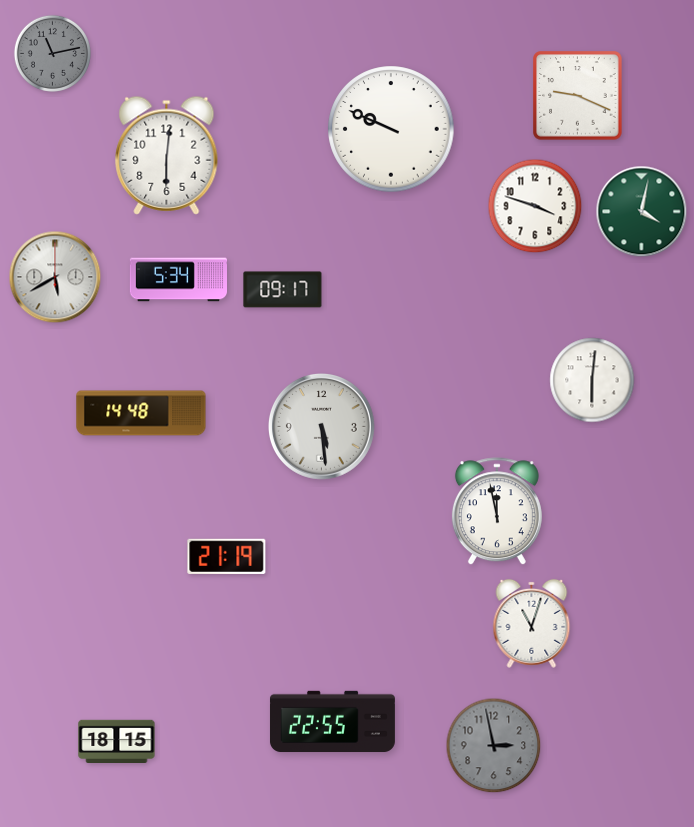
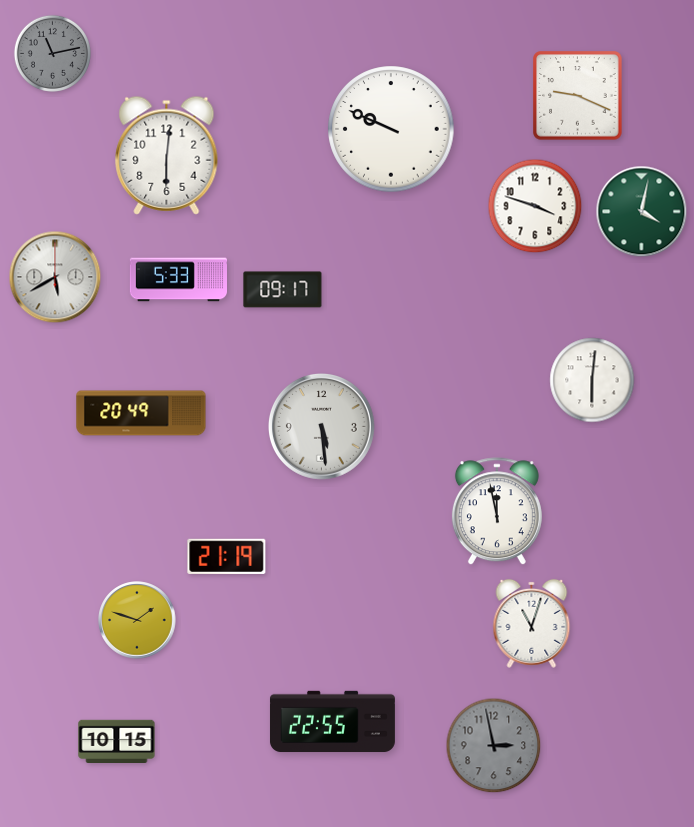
clock at (178, 280): 5:34 -> 5:33
clock at (141, 413): 14:48 -> 20:49
clock at (137, 620): none -> 1:48
clock at (117, 742): 18:15 -> 10:15
